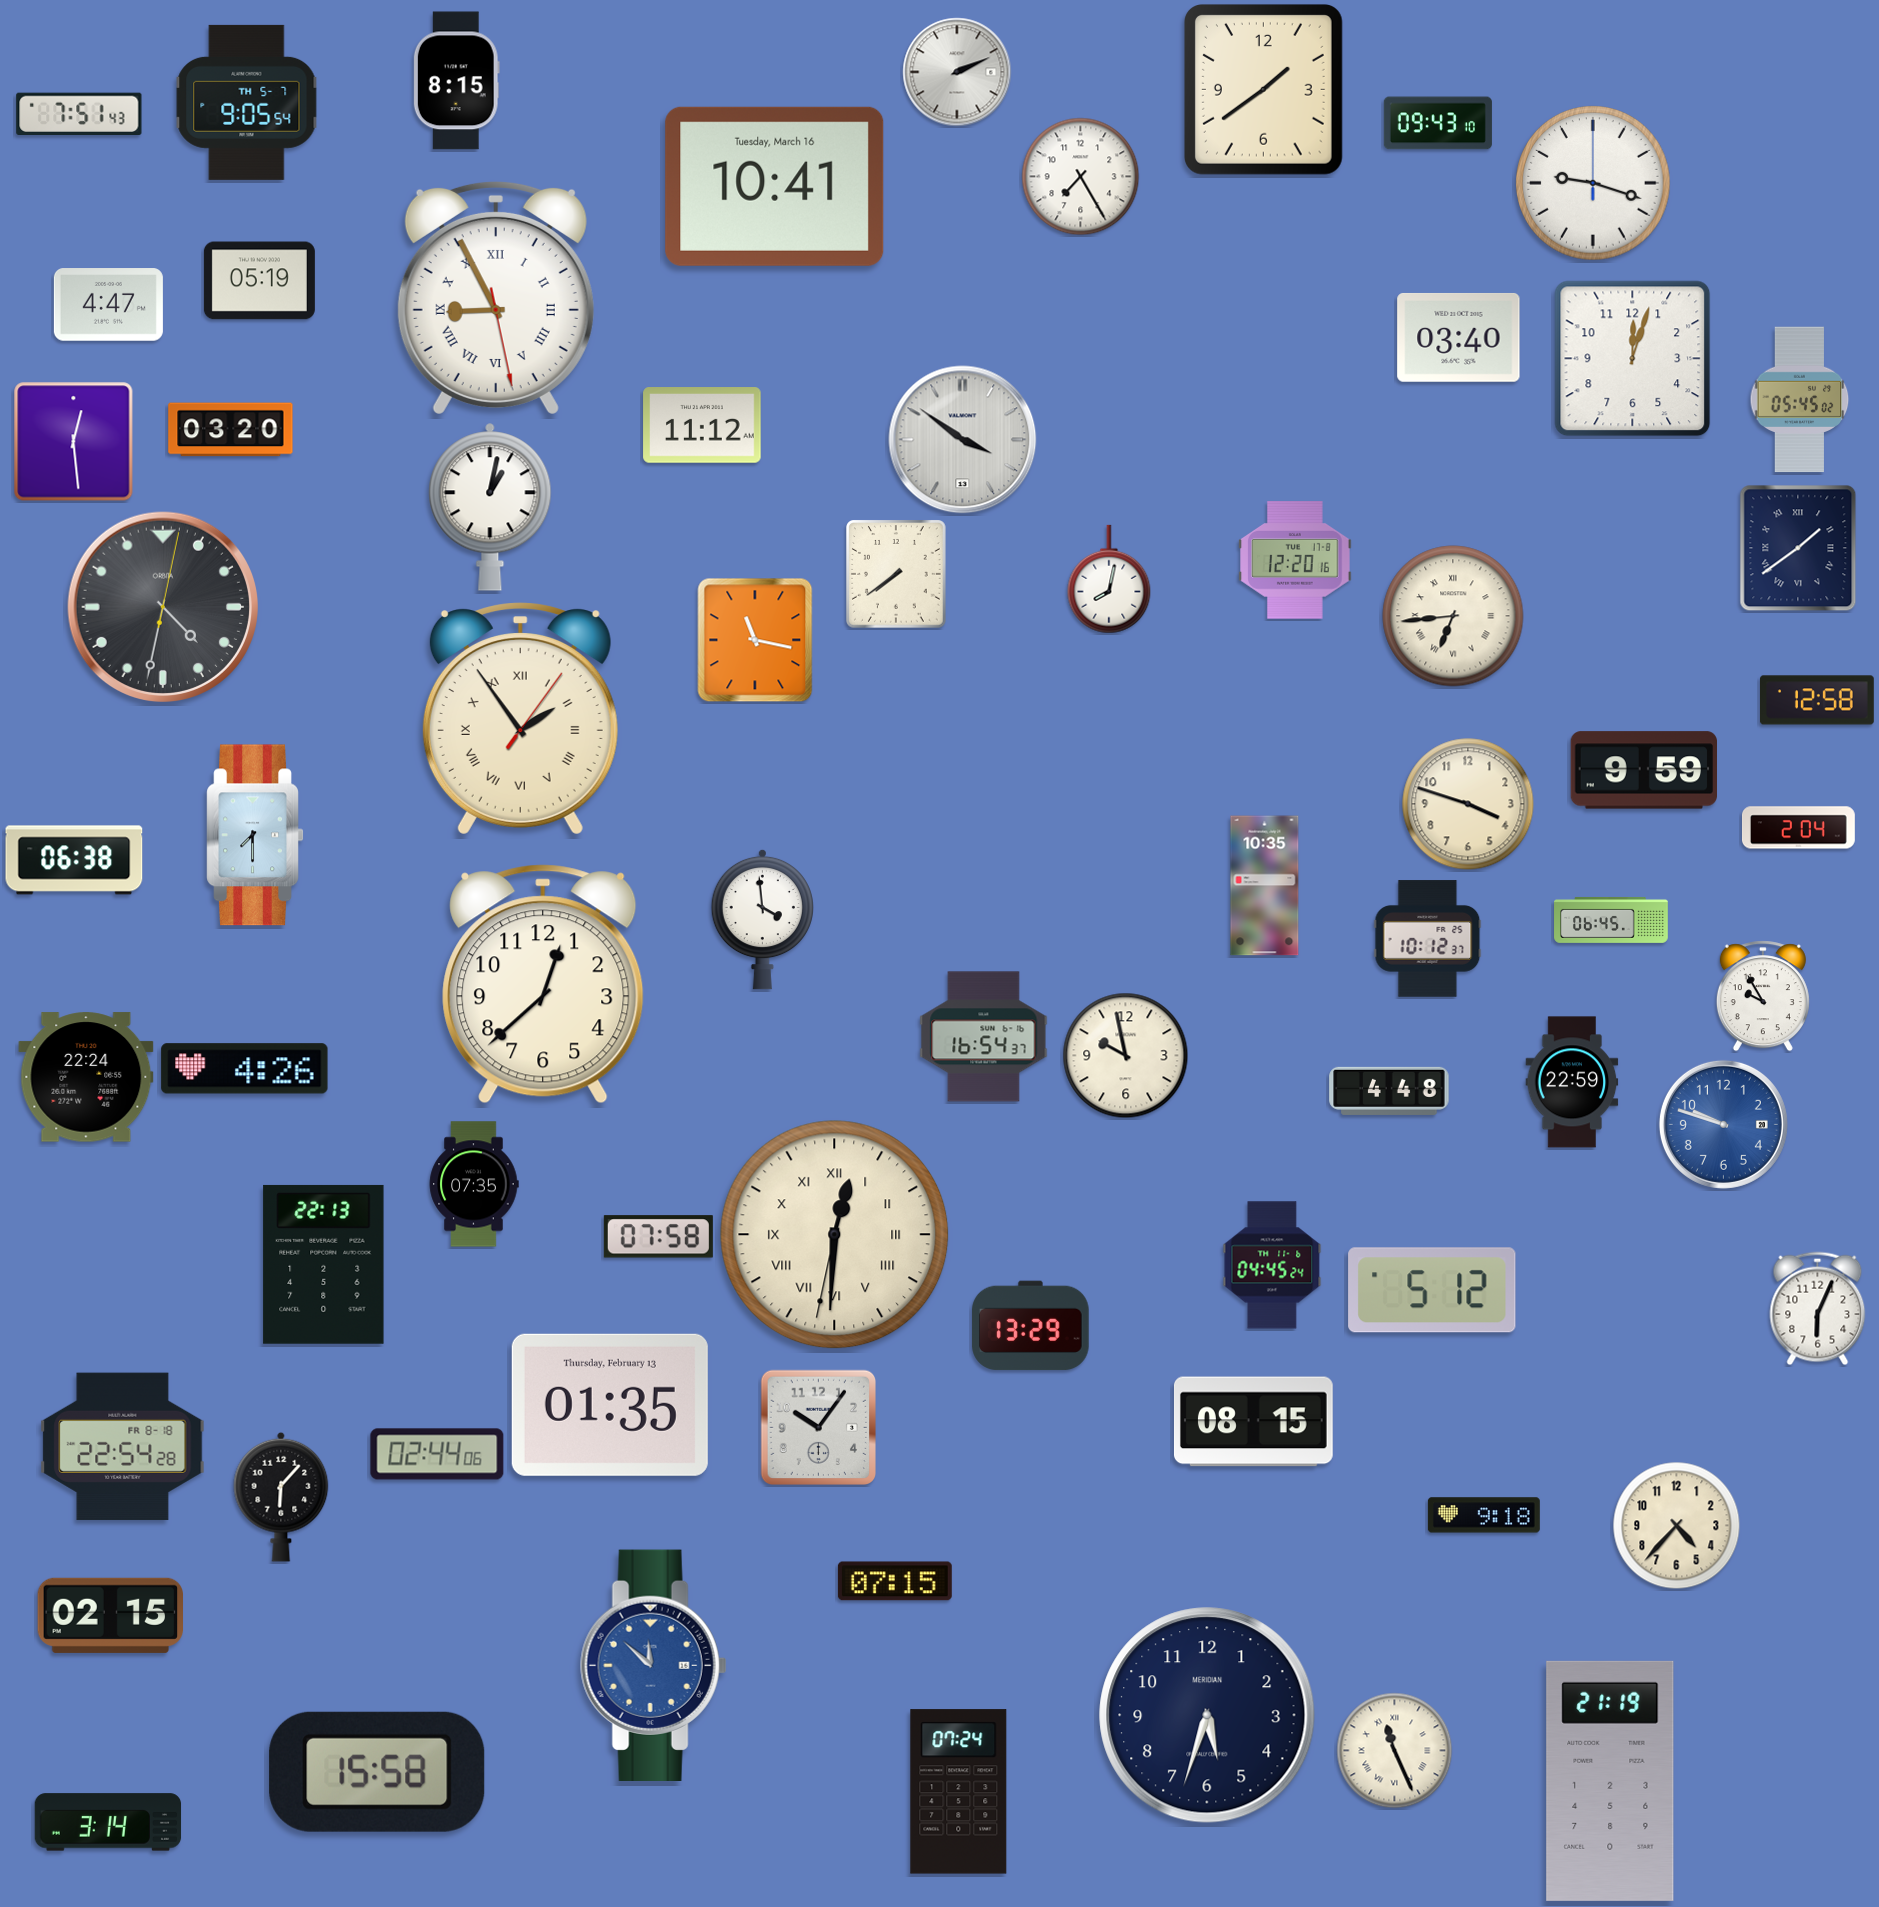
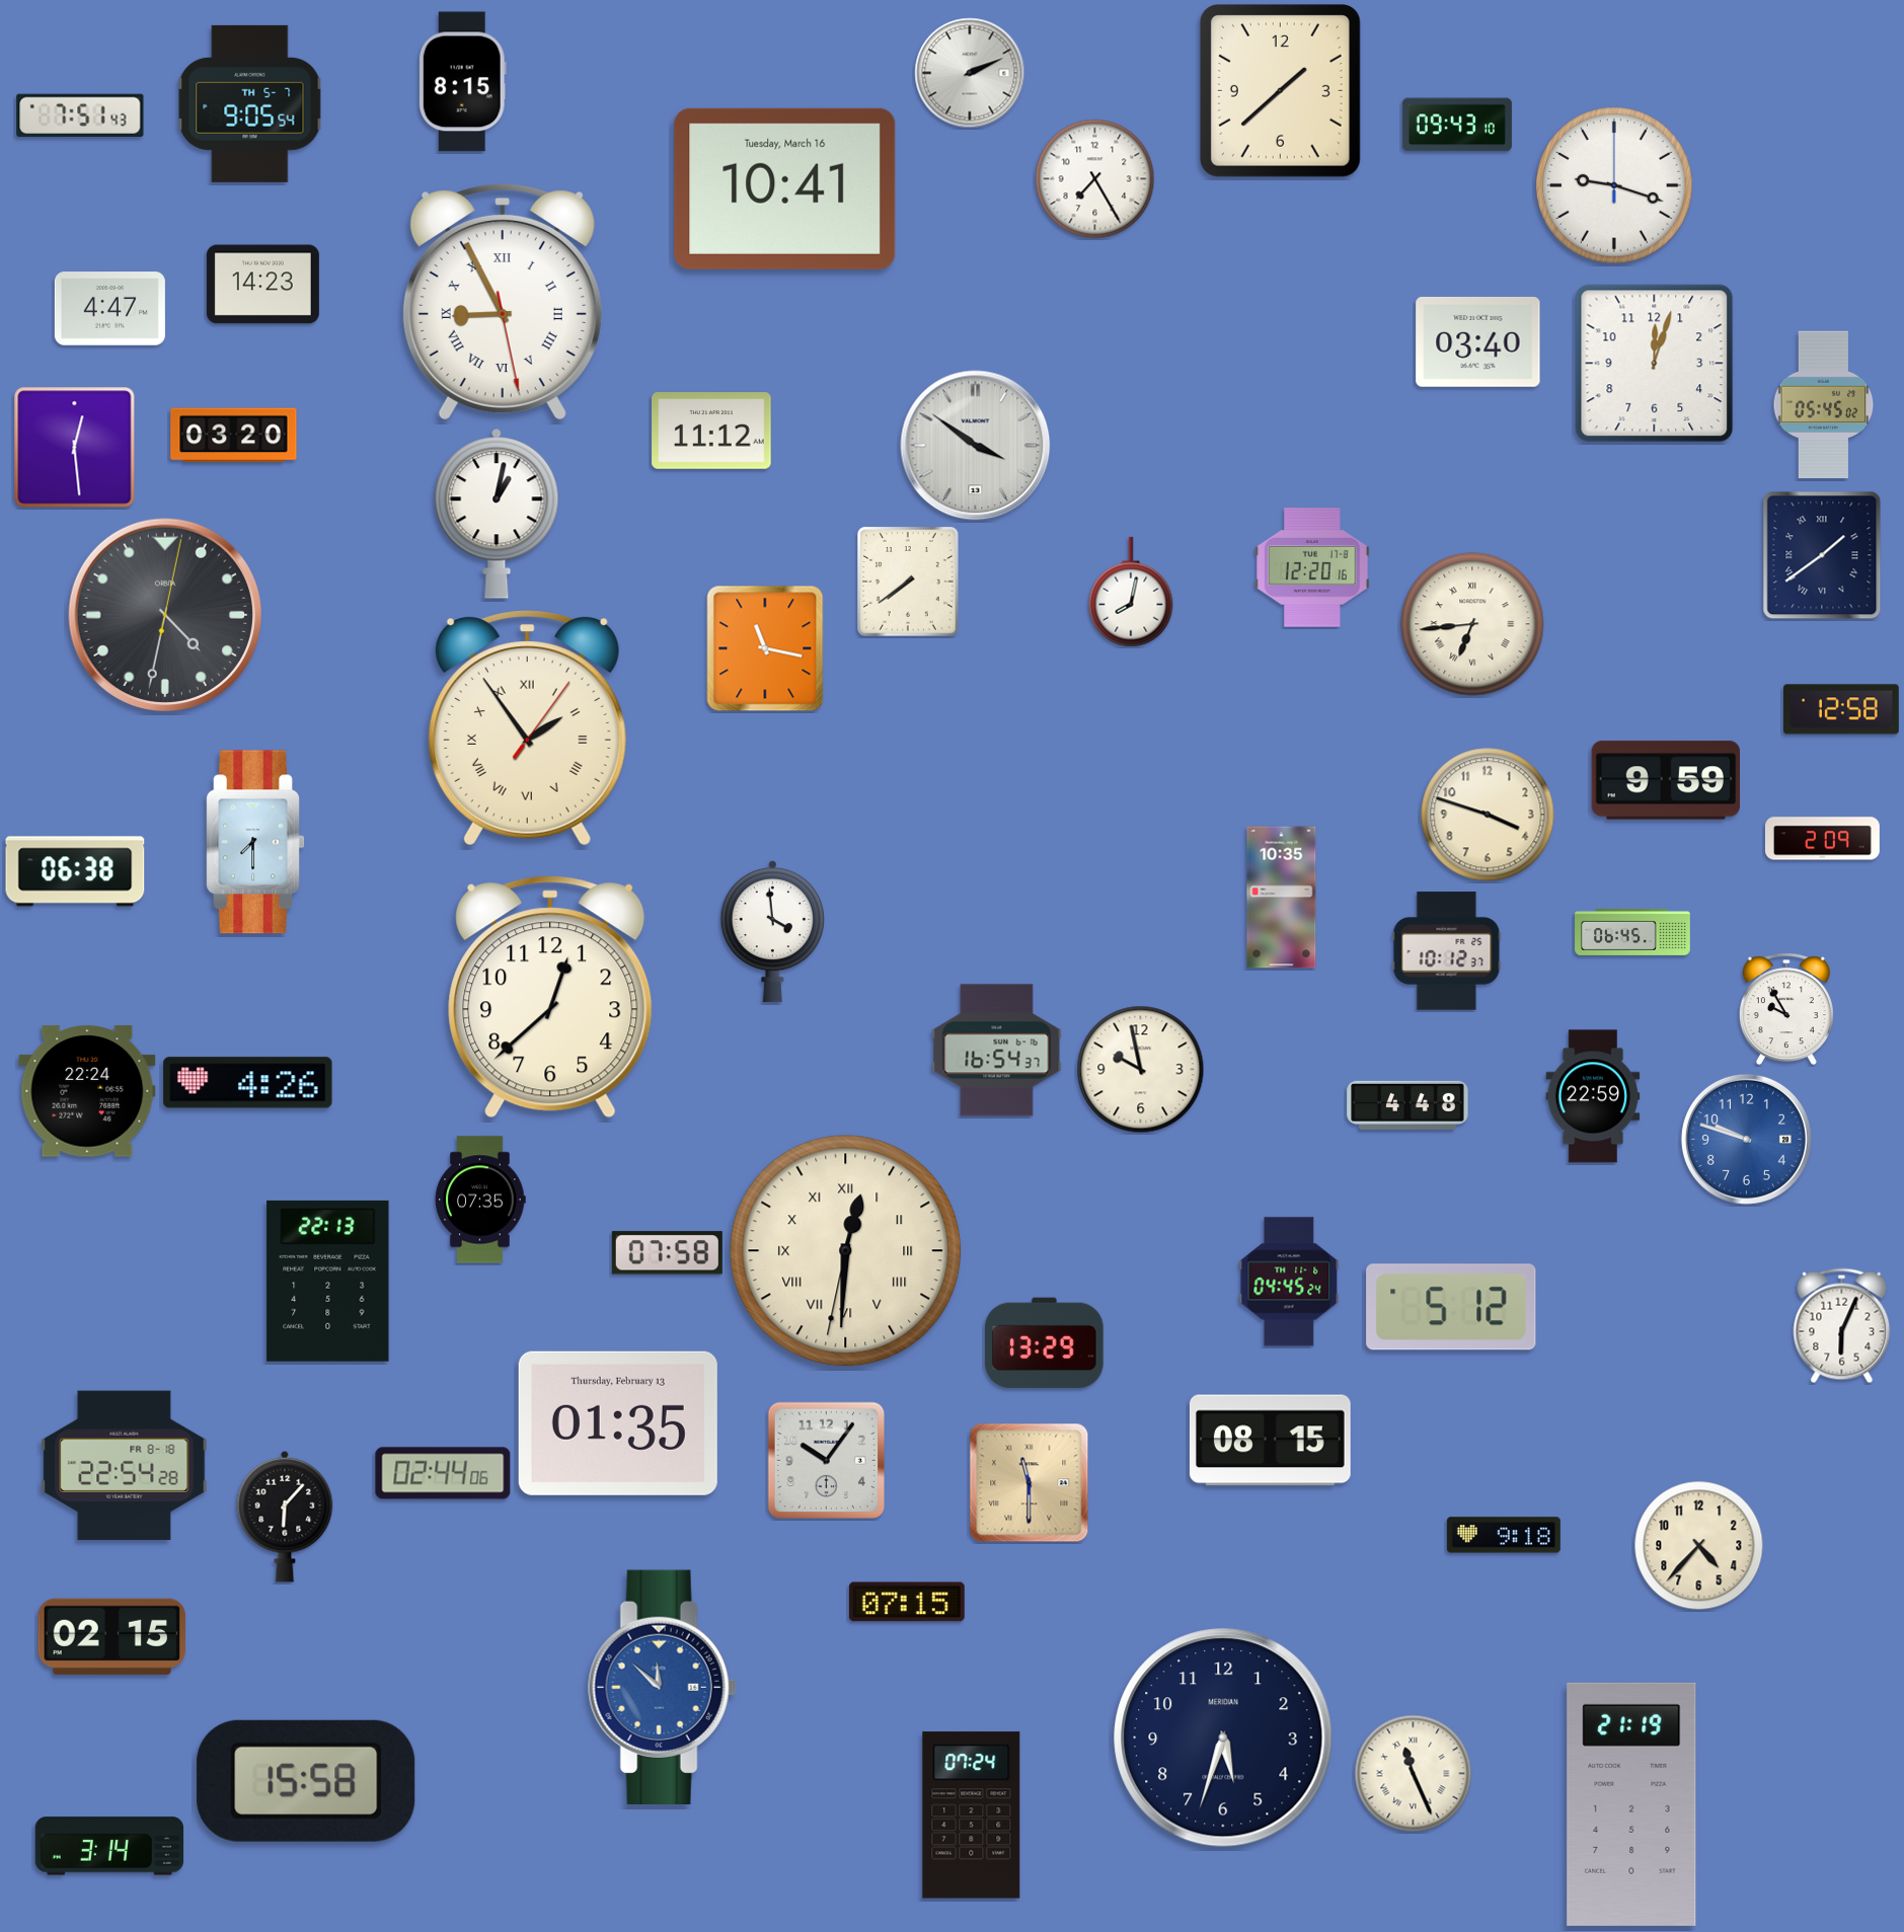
clock at (1264, 90): 1:39 -> 1:38
clock at (259, 281): 05:19 -> 14:23
clock at (1109, 579) position: (1109, 579) -> (1131, 592)
clock at (1798, 828): 2:04 -> 2:09
clock at (255, 835) position: (255, 835) -> (255, 842)
clock at (818, 1427) position: (818, 1427) -> (826, 1460)
clock at (1030, 1483): none -> 11:30
clock at (377, 1772) position: (377, 1772) -> (306, 1781)
